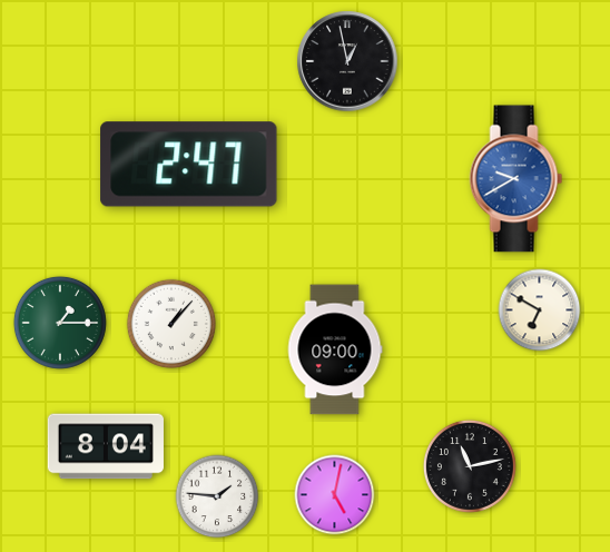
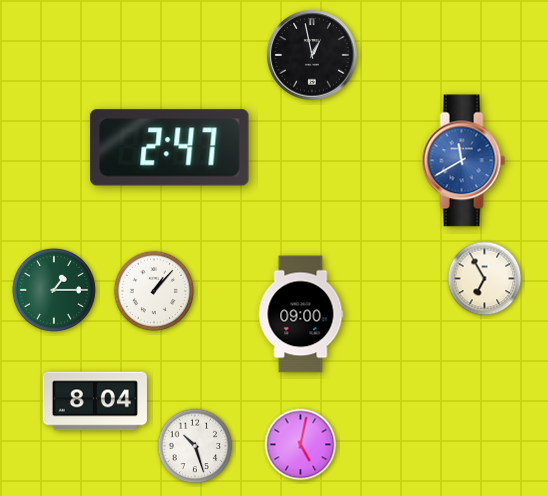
clock at (516, 179): 9:40 -> 11:40
clock at (540, 310): 6:50 -> 6:55
clock at (470, 466): 11:13 -> none
clock at (217, 496): 1:46 -> 10:27
